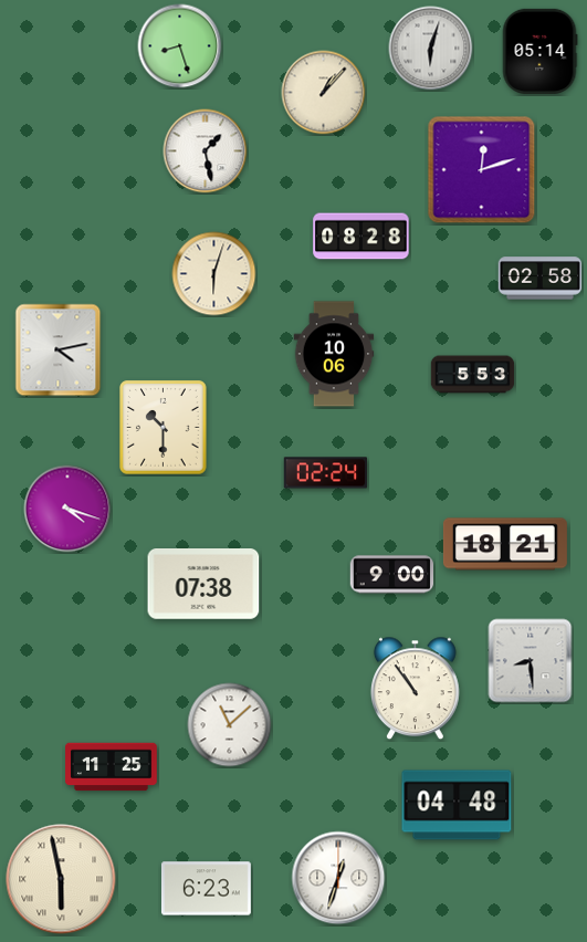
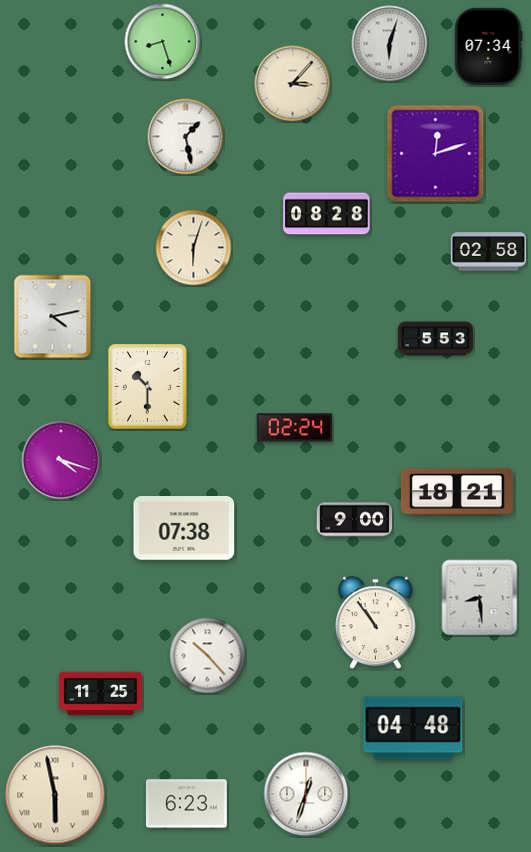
clock at (539, 51): 05:14 -> 07:34
clock at (324, 93): 1:07 -> 3:07
clock at (334, 354): 10:06 -> none
clock at (473, 375) position: (473, 375) -> (436, 339)
clock at (230, 725): 11:08 -> 10:23
